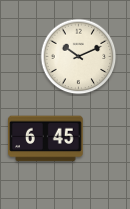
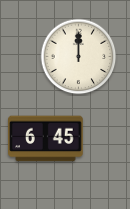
clock at (79, 57): 10:11 -> 12:00
